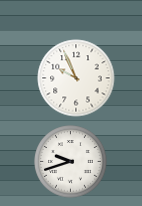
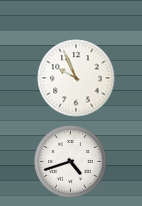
clock at (71, 162): 9:42 -> 4:42
